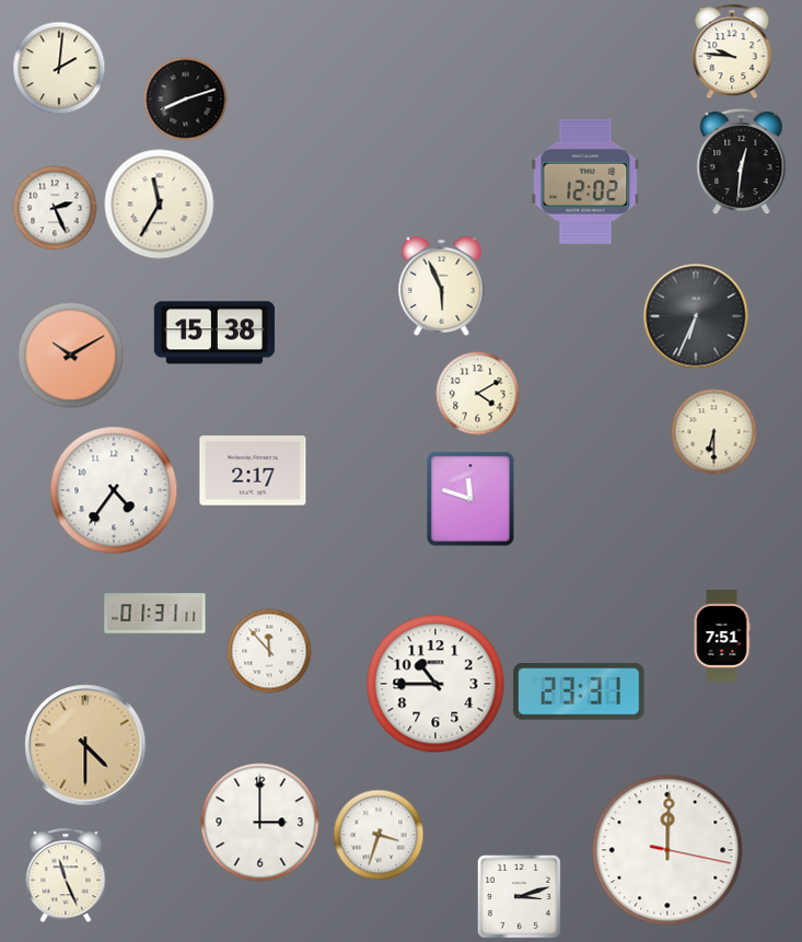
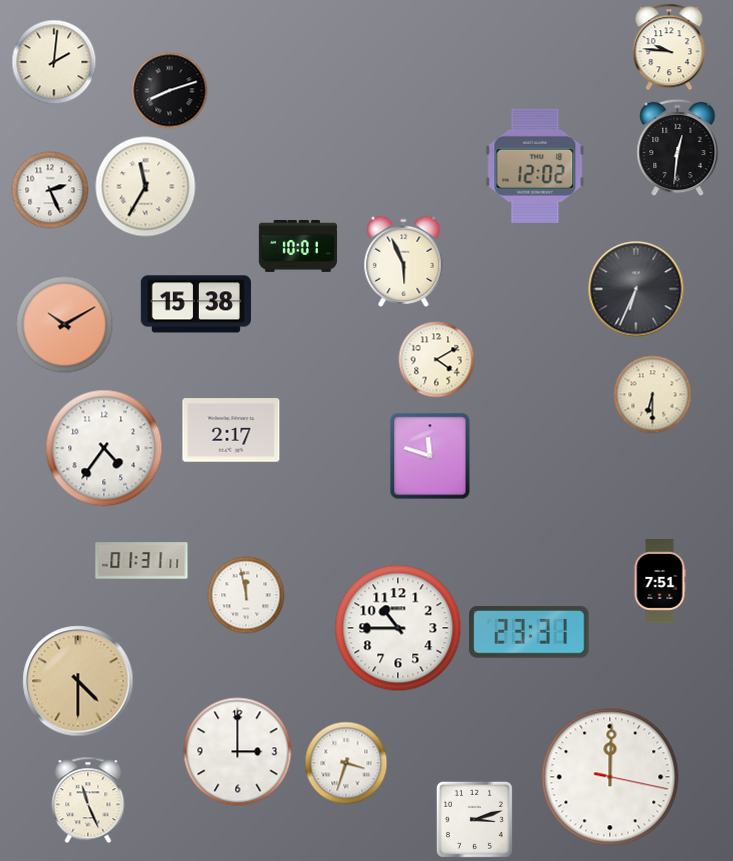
clock at (297, 246): none -> 10:01
clock at (269, 651): 11:53 -> 11:58
clock at (435, 684) position: (435, 684) -> (398, 628)
clock at (66, 875) position: (66, 875) -> (88, 800)
